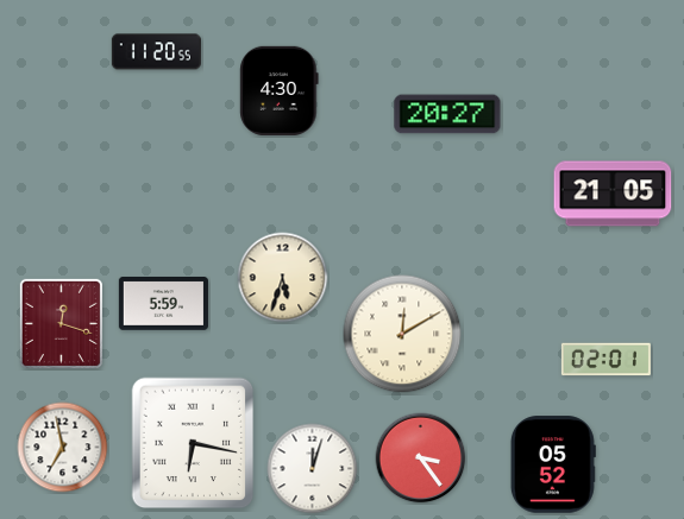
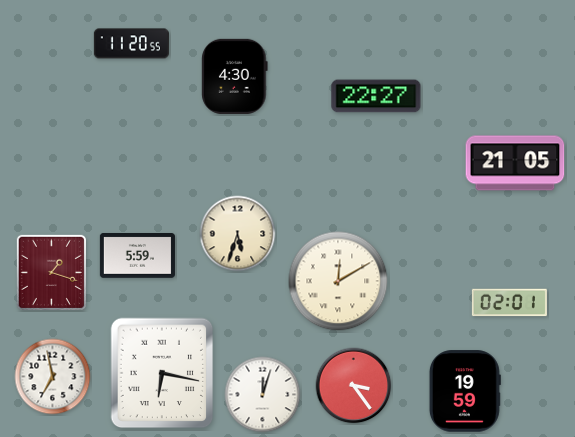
clock at (447, 114): 20:27 -> 22:27
clock at (61, 323): 12:18 -> 1:18
clock at (553, 464): 05:52 -> 19:59
